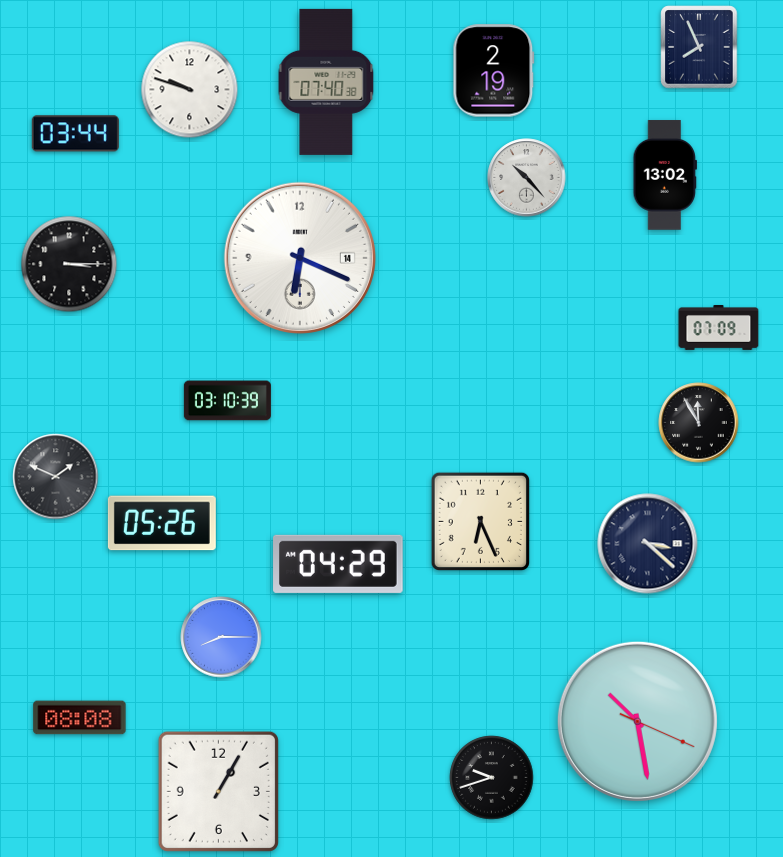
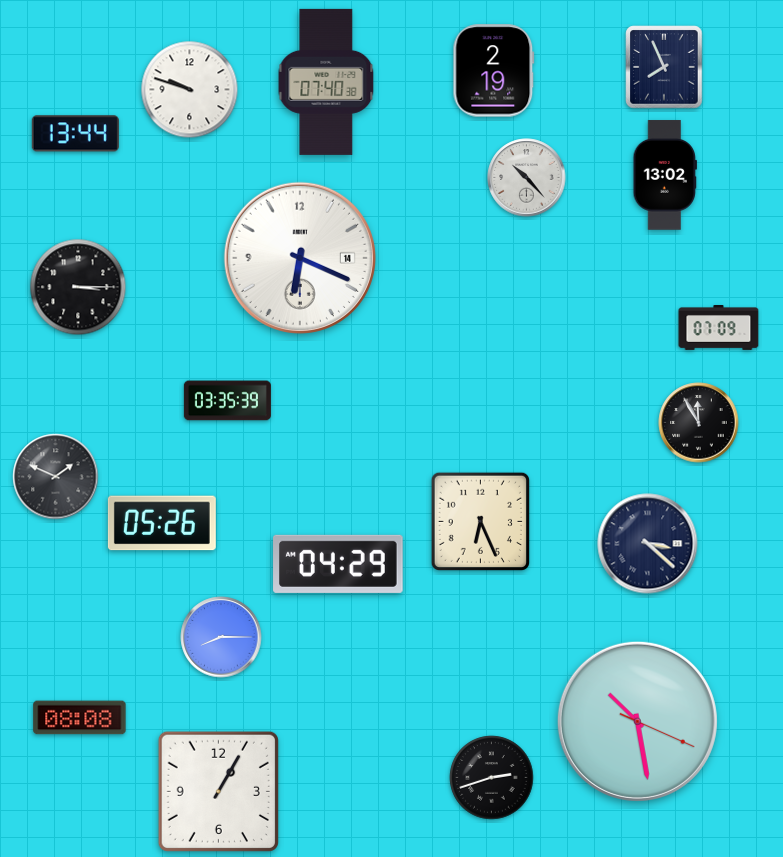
clock at (699, 47) position: (699, 47) -> (664, 67)
clock at (75, 134): 03:44 -> 13:44
clock at (69, 264) position: (69, 264) -> (78, 287)
clock at (227, 401): 03:10 -> 03:35
clock at (492, 778): 9:42 -> 2:42
